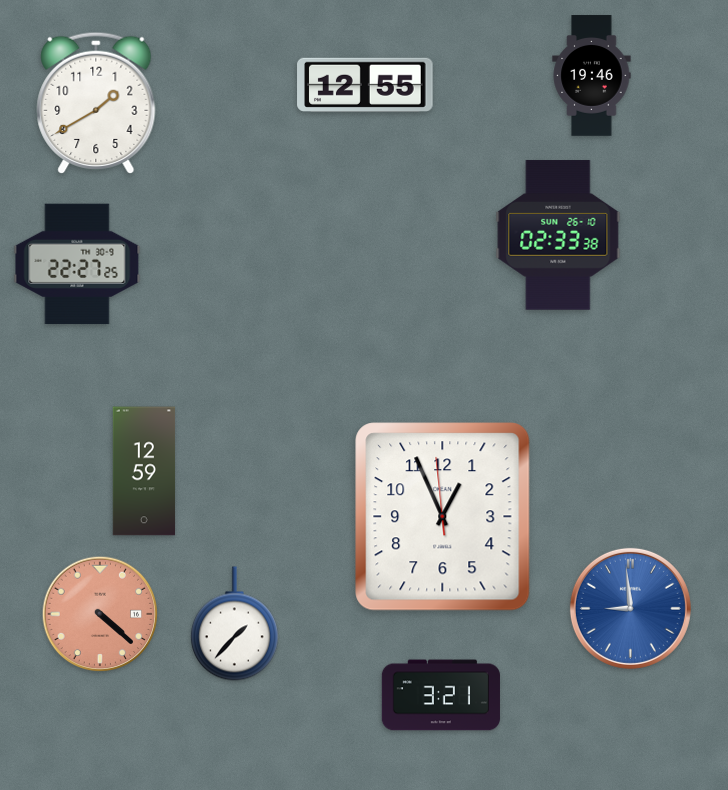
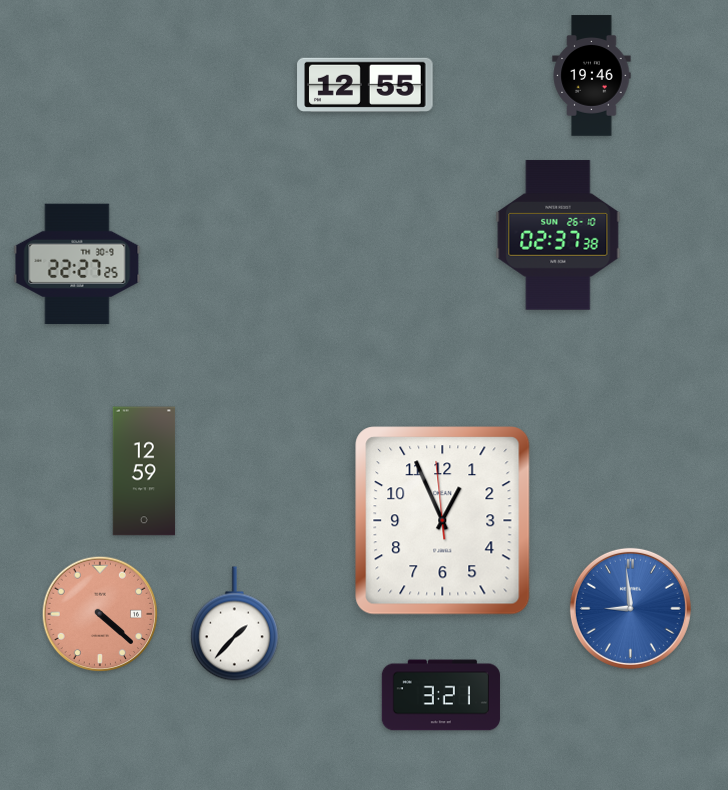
clock at (96, 102): 1:40 -> none
clock at (558, 235): 02:33 -> 02:37
clock at (443, 517) position: (443, 517) -> (443, 521)
